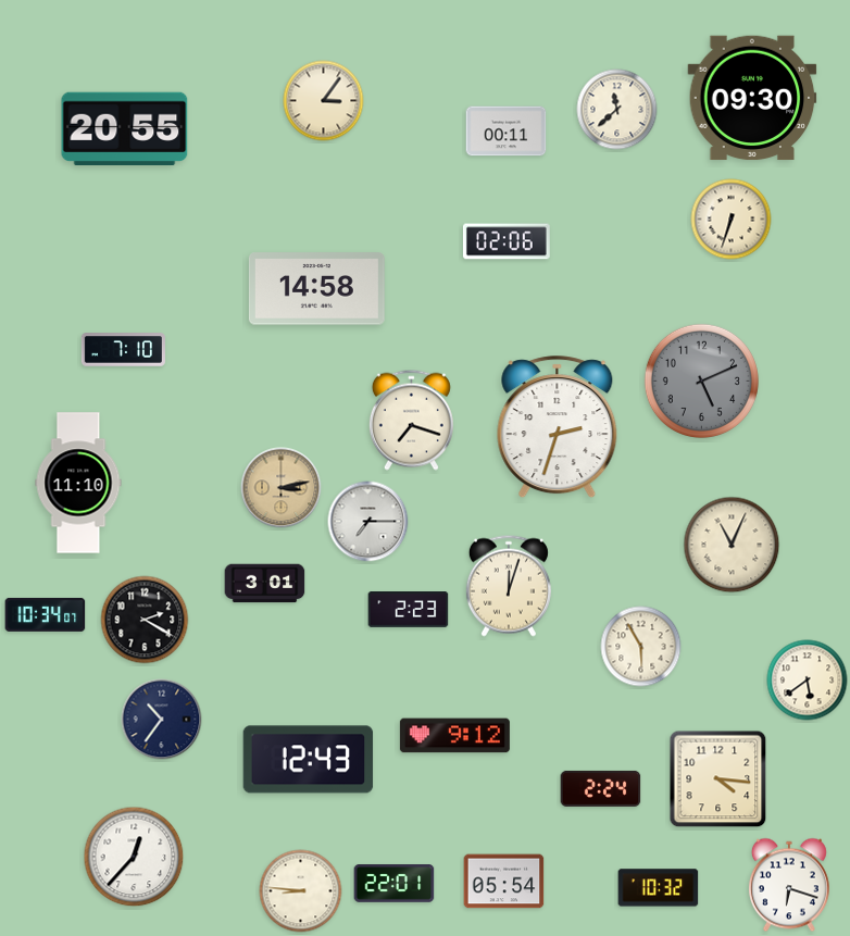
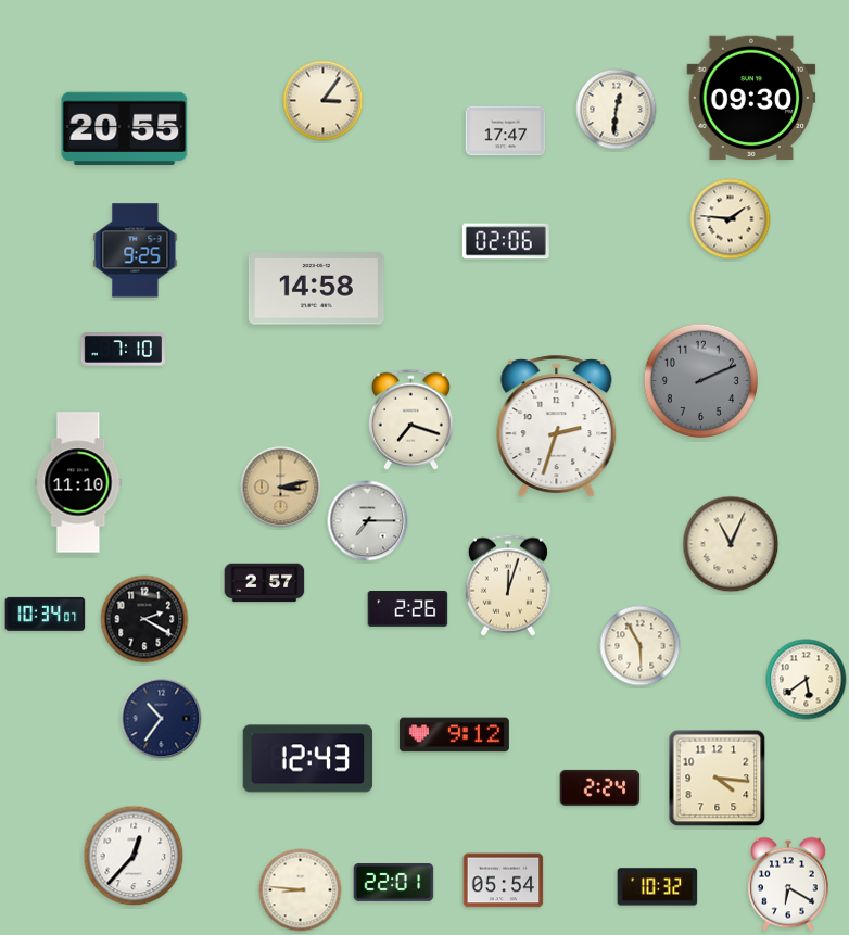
clock at (617, 110): 11:38 -> 12:31
clock at (507, 132): 00:11 -> 17:47
clock at (732, 220): 6:33 -> 1:46
clock at (136, 251): none -> 9:25
clock at (701, 380): 5:11 -> 2:11
clock at (265, 584): 3:01 -> 2:57
clock at (409, 610): 2:23 -> 2:26
clock at (789, 885): 6:18 -> 6:20
